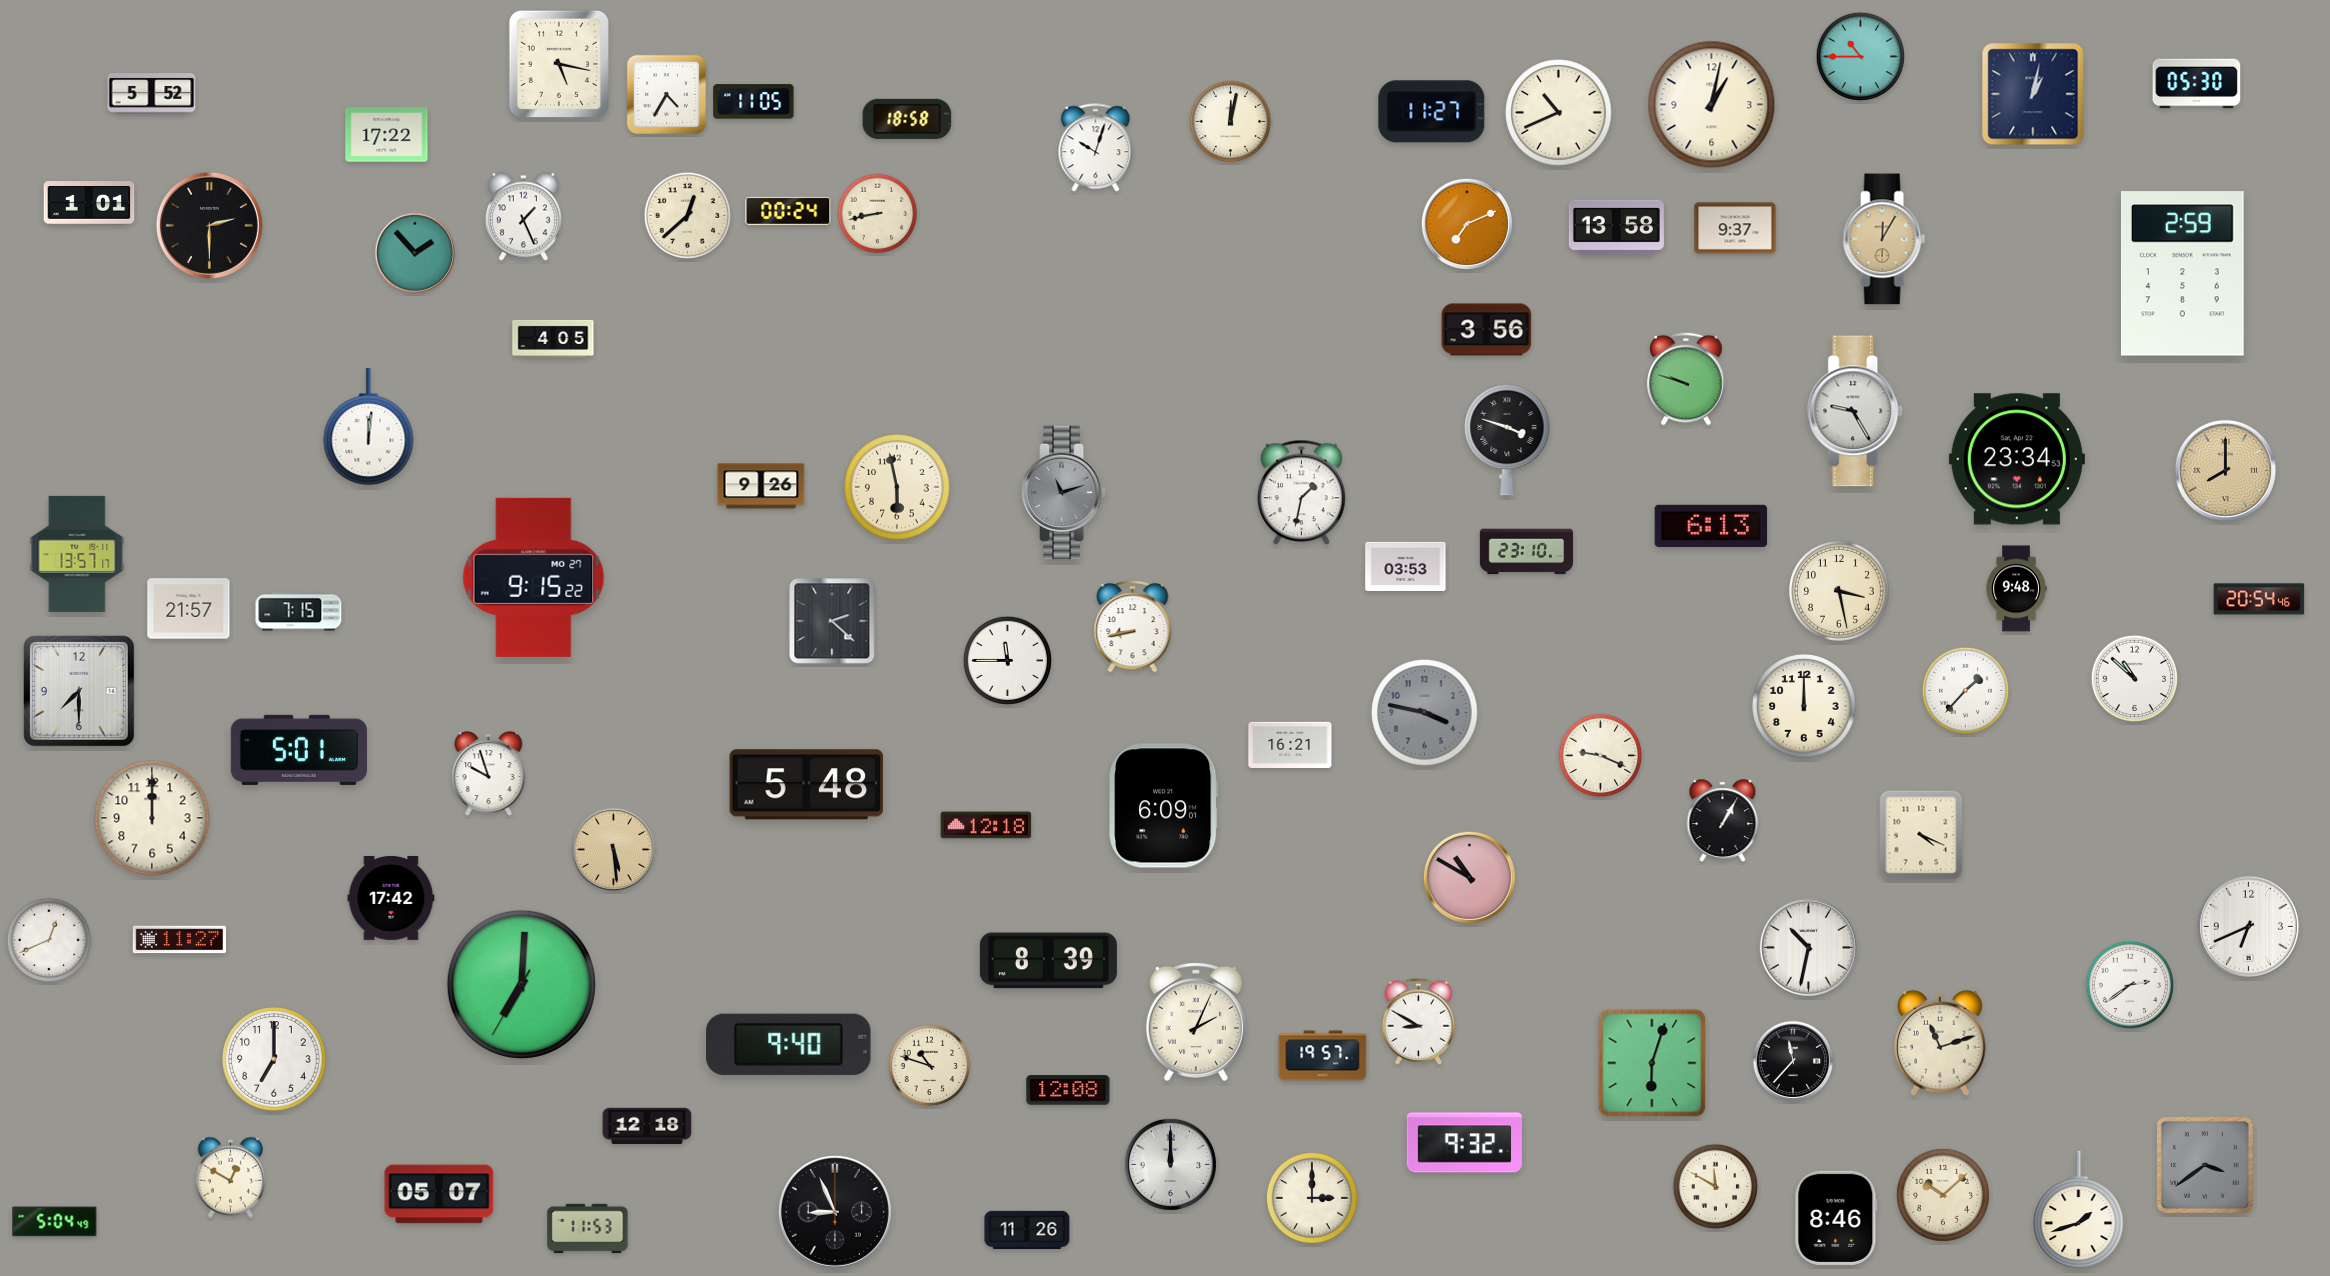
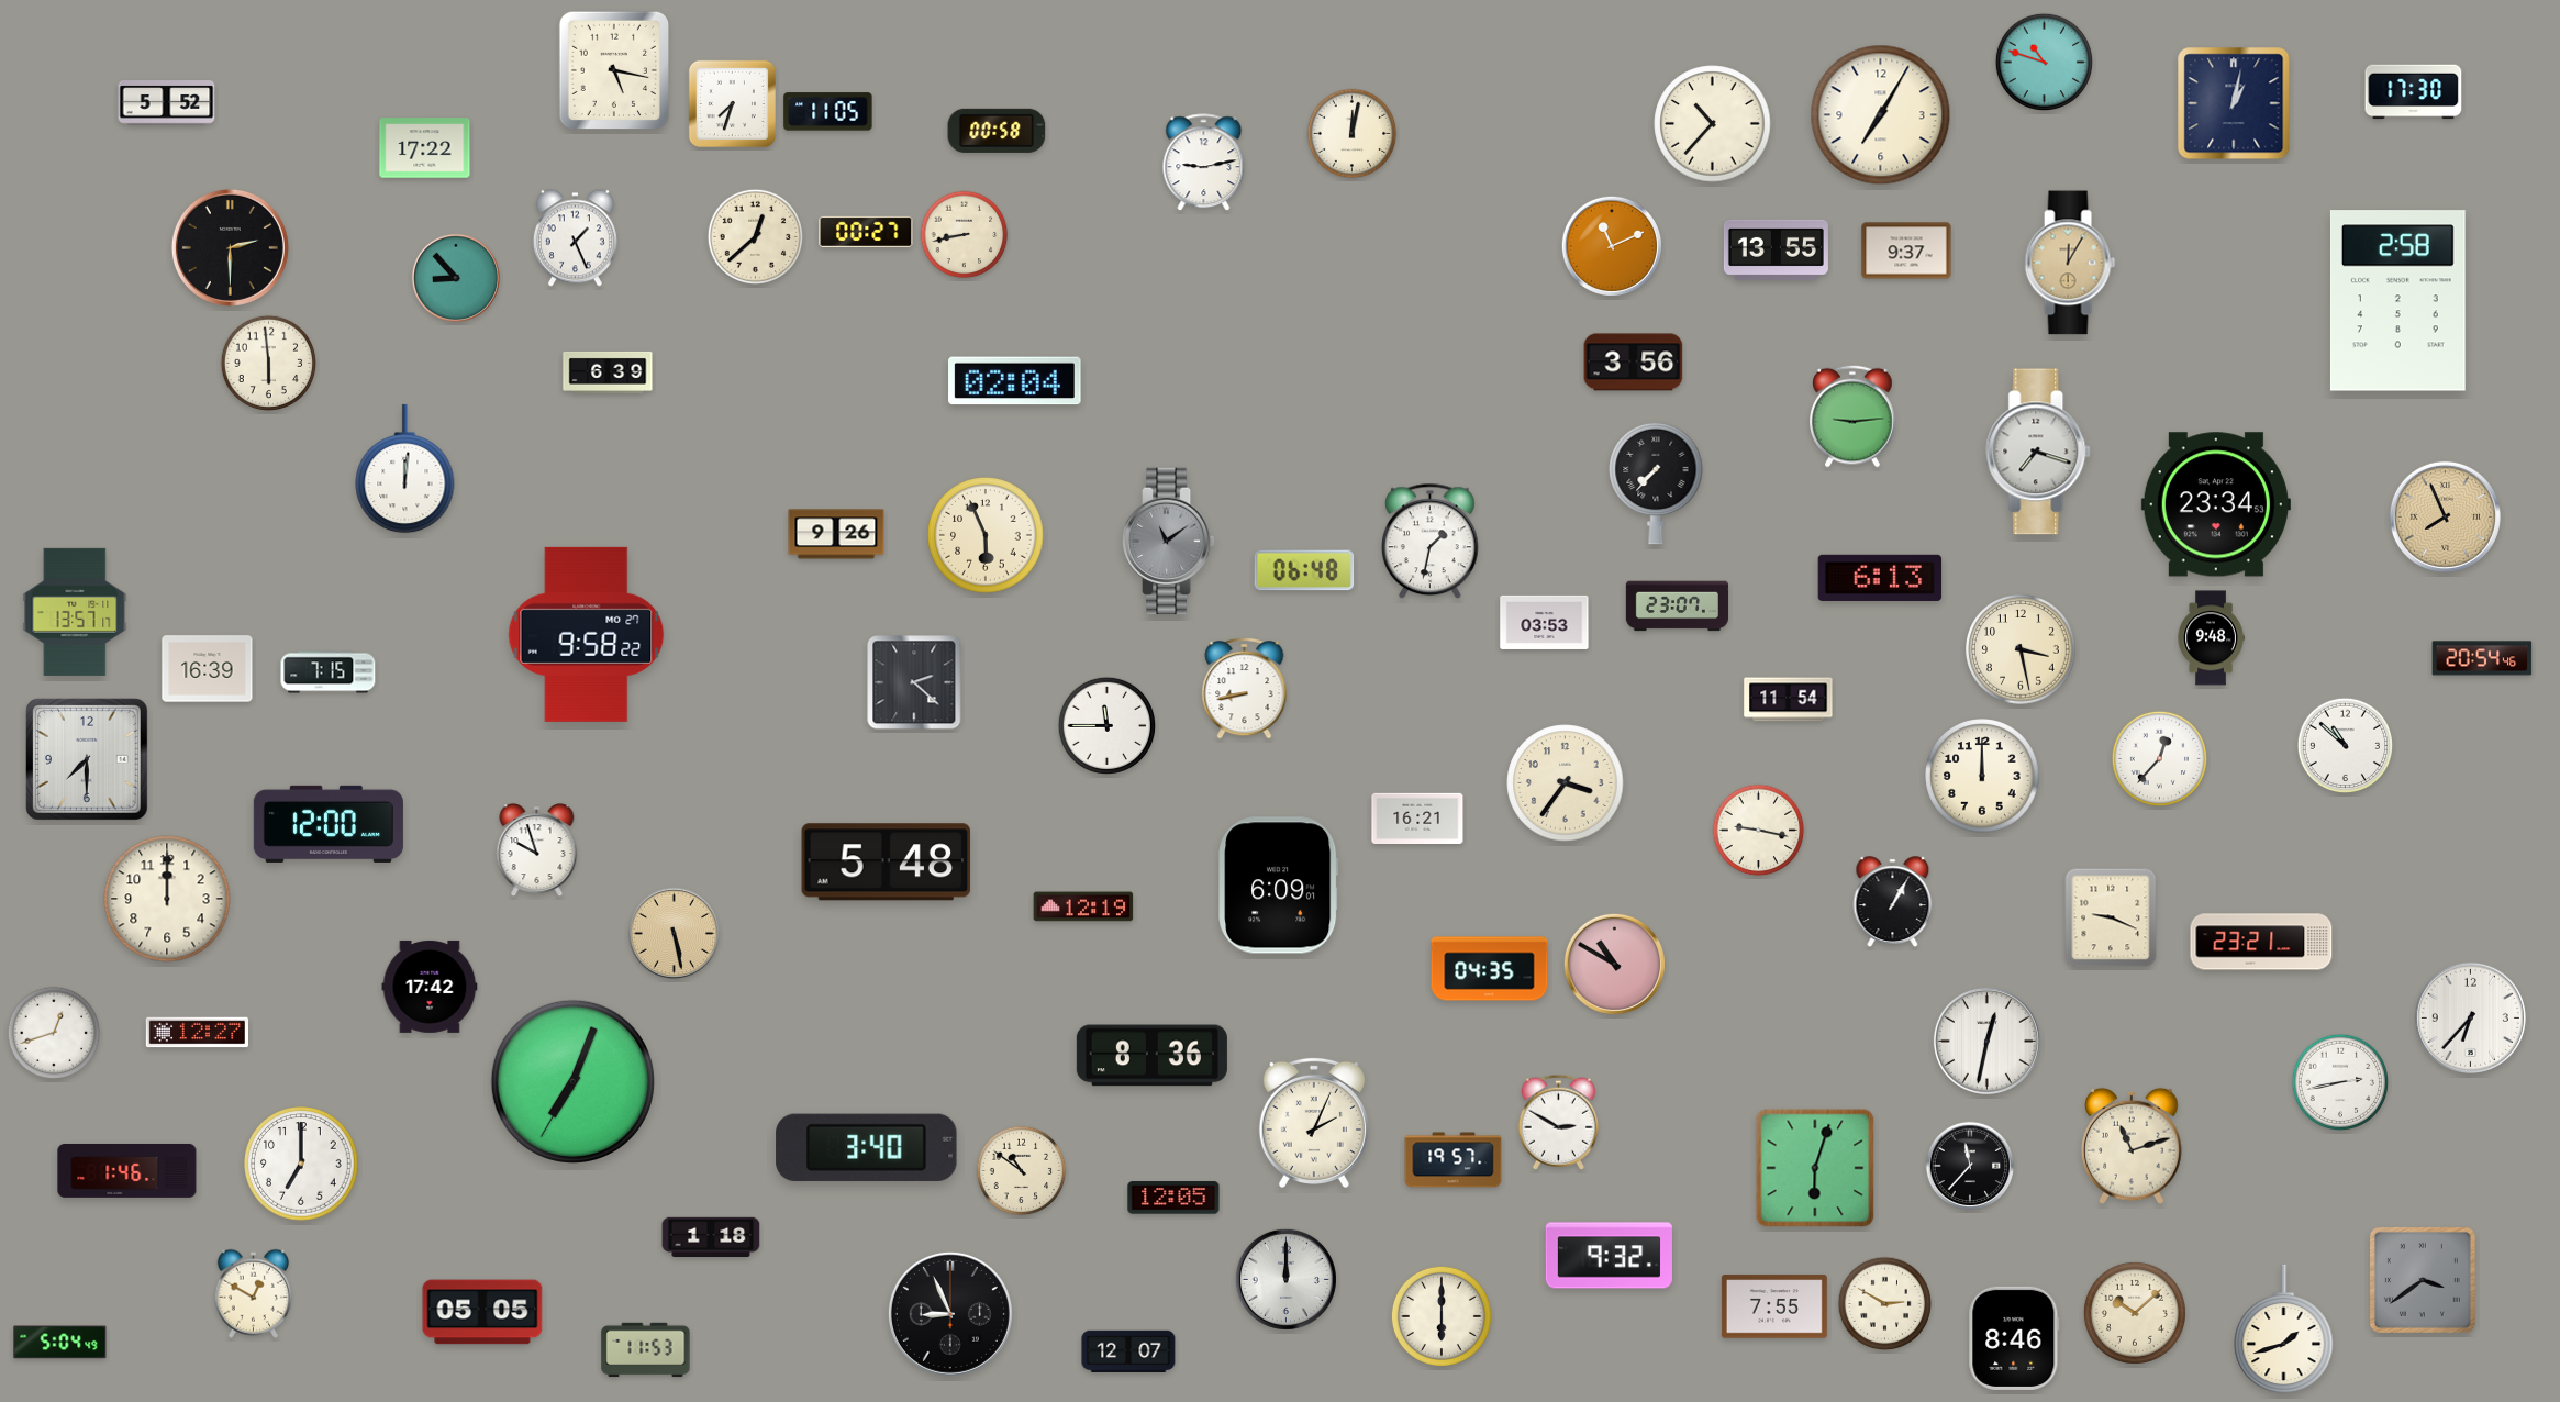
clock at (1860, 56): 10:45 -> 10:48
clock at (2197, 84): 05:30 -> 17:30
clock at (666, 94): 4:35 -> 7:33
clock at (1712, 105): 1:02 -> 7:05
clock at (1432, 112): 11:27 -> none
clock at (1559, 113): 10:41 -> 10:37
clock at (907, 119): 18:58 -> 00:58
clock at (1096, 148): 10:03 -> 9:13
clock at (89, 203): 1:01 -> none
clock at (788, 211): 00:24 -> 00:27
clock at (1467, 224): 7:11 -> 11:11
clock at (1616, 227): 13:58 -> 13:55
clock at (415, 253): 1:53 -> 8:53
clock at (2182, 274): 2:59 -> 2:58
clock at (269, 364): none -> 5:59
clock at (553, 339): 4:05 -> 6:39
clock at (1015, 381): none -> 02:04
clock at (1686, 379): 9:48 -> 9:14
clock at (1856, 411): 9:25 -> 7:18
clock at (1507, 440): 3:48 -> 7:37
clock at (2225, 470): 8:00 -> 7:56
clock at (897, 487): 5:58 -> 5:56
clock at (1064, 493): 11:12 -> 11:09
clock at (1304, 570): none -> 06:48
clock at (1527, 552): 23:10 -> 23:07
clock at (77, 554) position: (77, 554) -> (75, 612)
clock at (534, 577): 9:15 -> 9:58
clock at (2016, 589) position: (2016, 589) -> (2211, 638)
clock at (189, 609): 21:57 -> 16:39
clock at (1789, 700): none -> 11:54
clock at (1966, 691): 1:37 -> 12:37
clock at (1425, 713): 3:47 -> 3:36
clock at (1425, 713) dial: grey -> cream
clock at (299, 750): 5:01 -> 12:00
clock at (1601, 756): 9:19 -> 9:17
clock at (986, 825): 12:18 -> 12:19
clock at (1921, 835): 4:19 -> 9:19
clock at (613, 849): 5:29 -> 5:28
clock at (2261, 942): none -> 23:21
clock at (1490, 969): none -> 04:35
clock at (2248, 926): 6:41 -> 6:37
clock at (49, 940): 12:41 -> 12:42
clock at (179, 940): 11:27 -> 12:27
clock at (1808, 947): 10:32 -> 12:32
clock at (1048, 961): 8:39 -> 8:36
clock at (521, 984): 7:00 -> 7:03
clock at (2129, 984): 2:39 -> 2:43
clock at (1419, 1021): 8:50 -> 2:50
clock at (789, 1044): 9:40 -> 3:40
clock at (127, 1170): none -> 1:46
clock at (930, 1066): 10:48 -> 10:51
clock at (1068, 1090): 12:08 -> 12:05
clock at (647, 1126): 12:18 -> 1:18
clock at (1716, 1187): 11:50 -> 2:50
clock at (1774, 1306): none -> 7:55
clock at (439, 1194): 05:07 -> 05:05
clock at (1312, 1198): 3:00 -> 6:00
clock at (835, 1212) position: (835, 1212) -> (950, 1314)
clock at (1836, 1218) position: (1836, 1218) -> (2014, 1338)
clock at (1027, 1230): 11:26 -> 12:07
